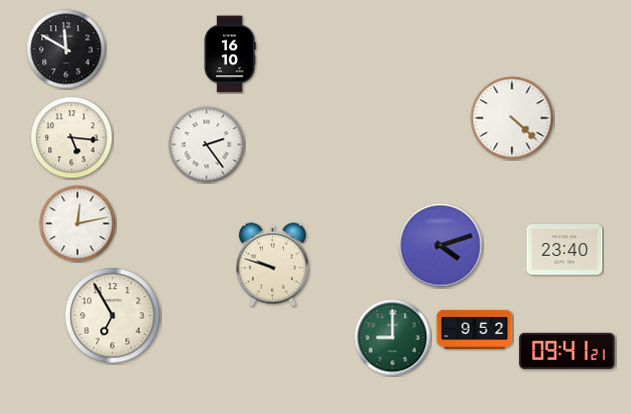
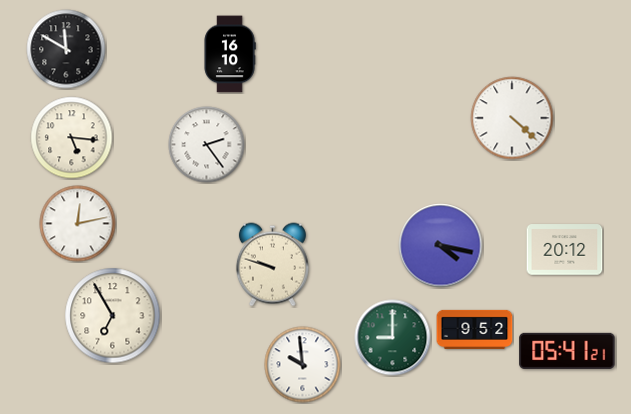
clock at (441, 246): 4:12 -> 4:17
clock at (565, 250): 23:40 -> 20:12
clock at (567, 351): 09:41 -> 05:41
clock at (303, 365): none -> 9:59
